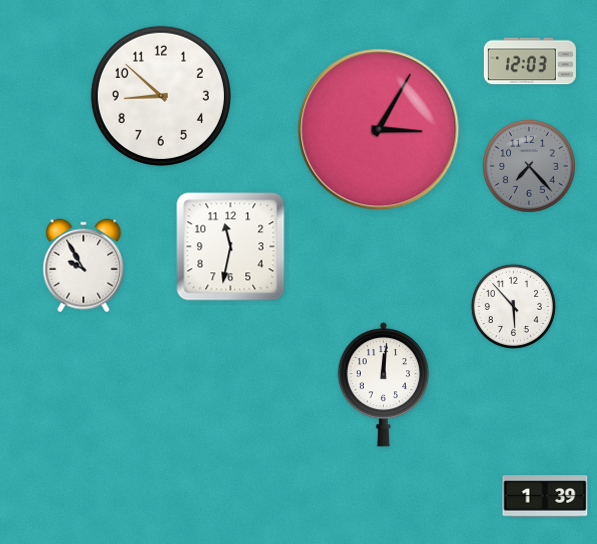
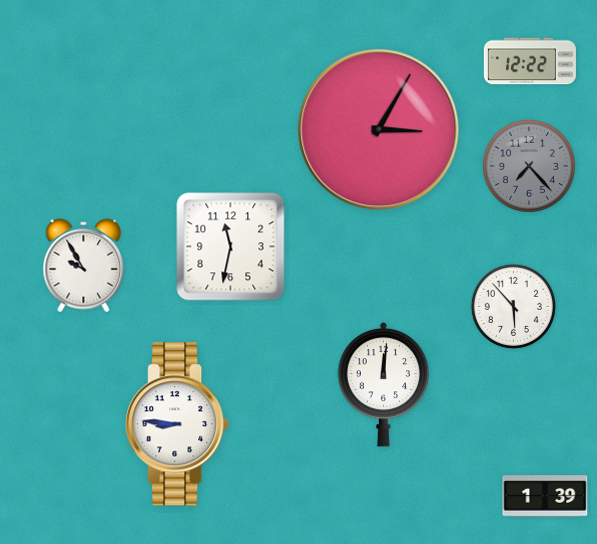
clock at (530, 61): 12:03 -> 12:22
clock at (161, 96): 8:52 -> none
clock at (177, 424): none -> 8:46
